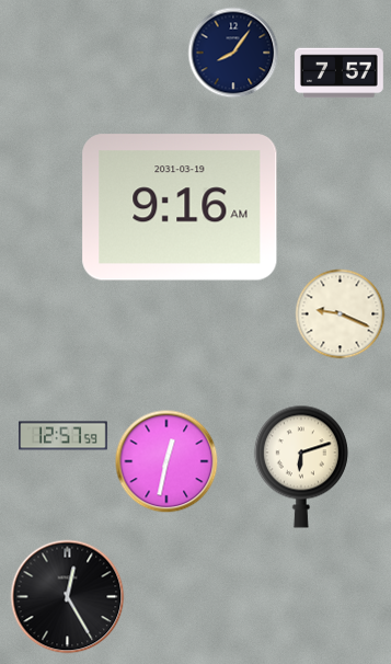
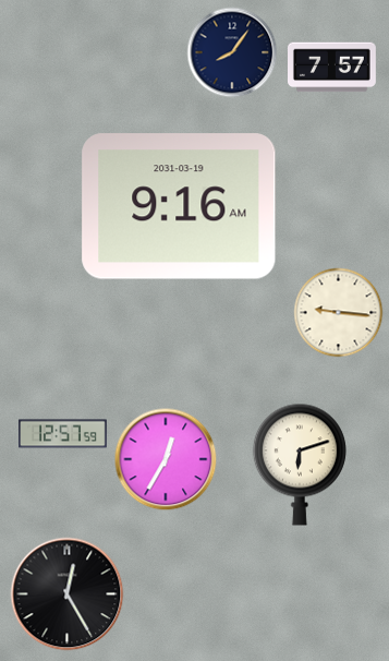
clock at (340, 73) position: (340, 73) -> (332, 68)
clock at (341, 314): 9:19 -> 9:16
clock at (166, 461): 12:32 -> 12:35
